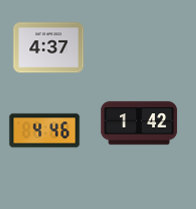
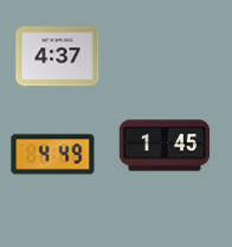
clock at (139, 123): 1:42 -> 1:45
clock at (45, 131): 4:46 -> 4:49
